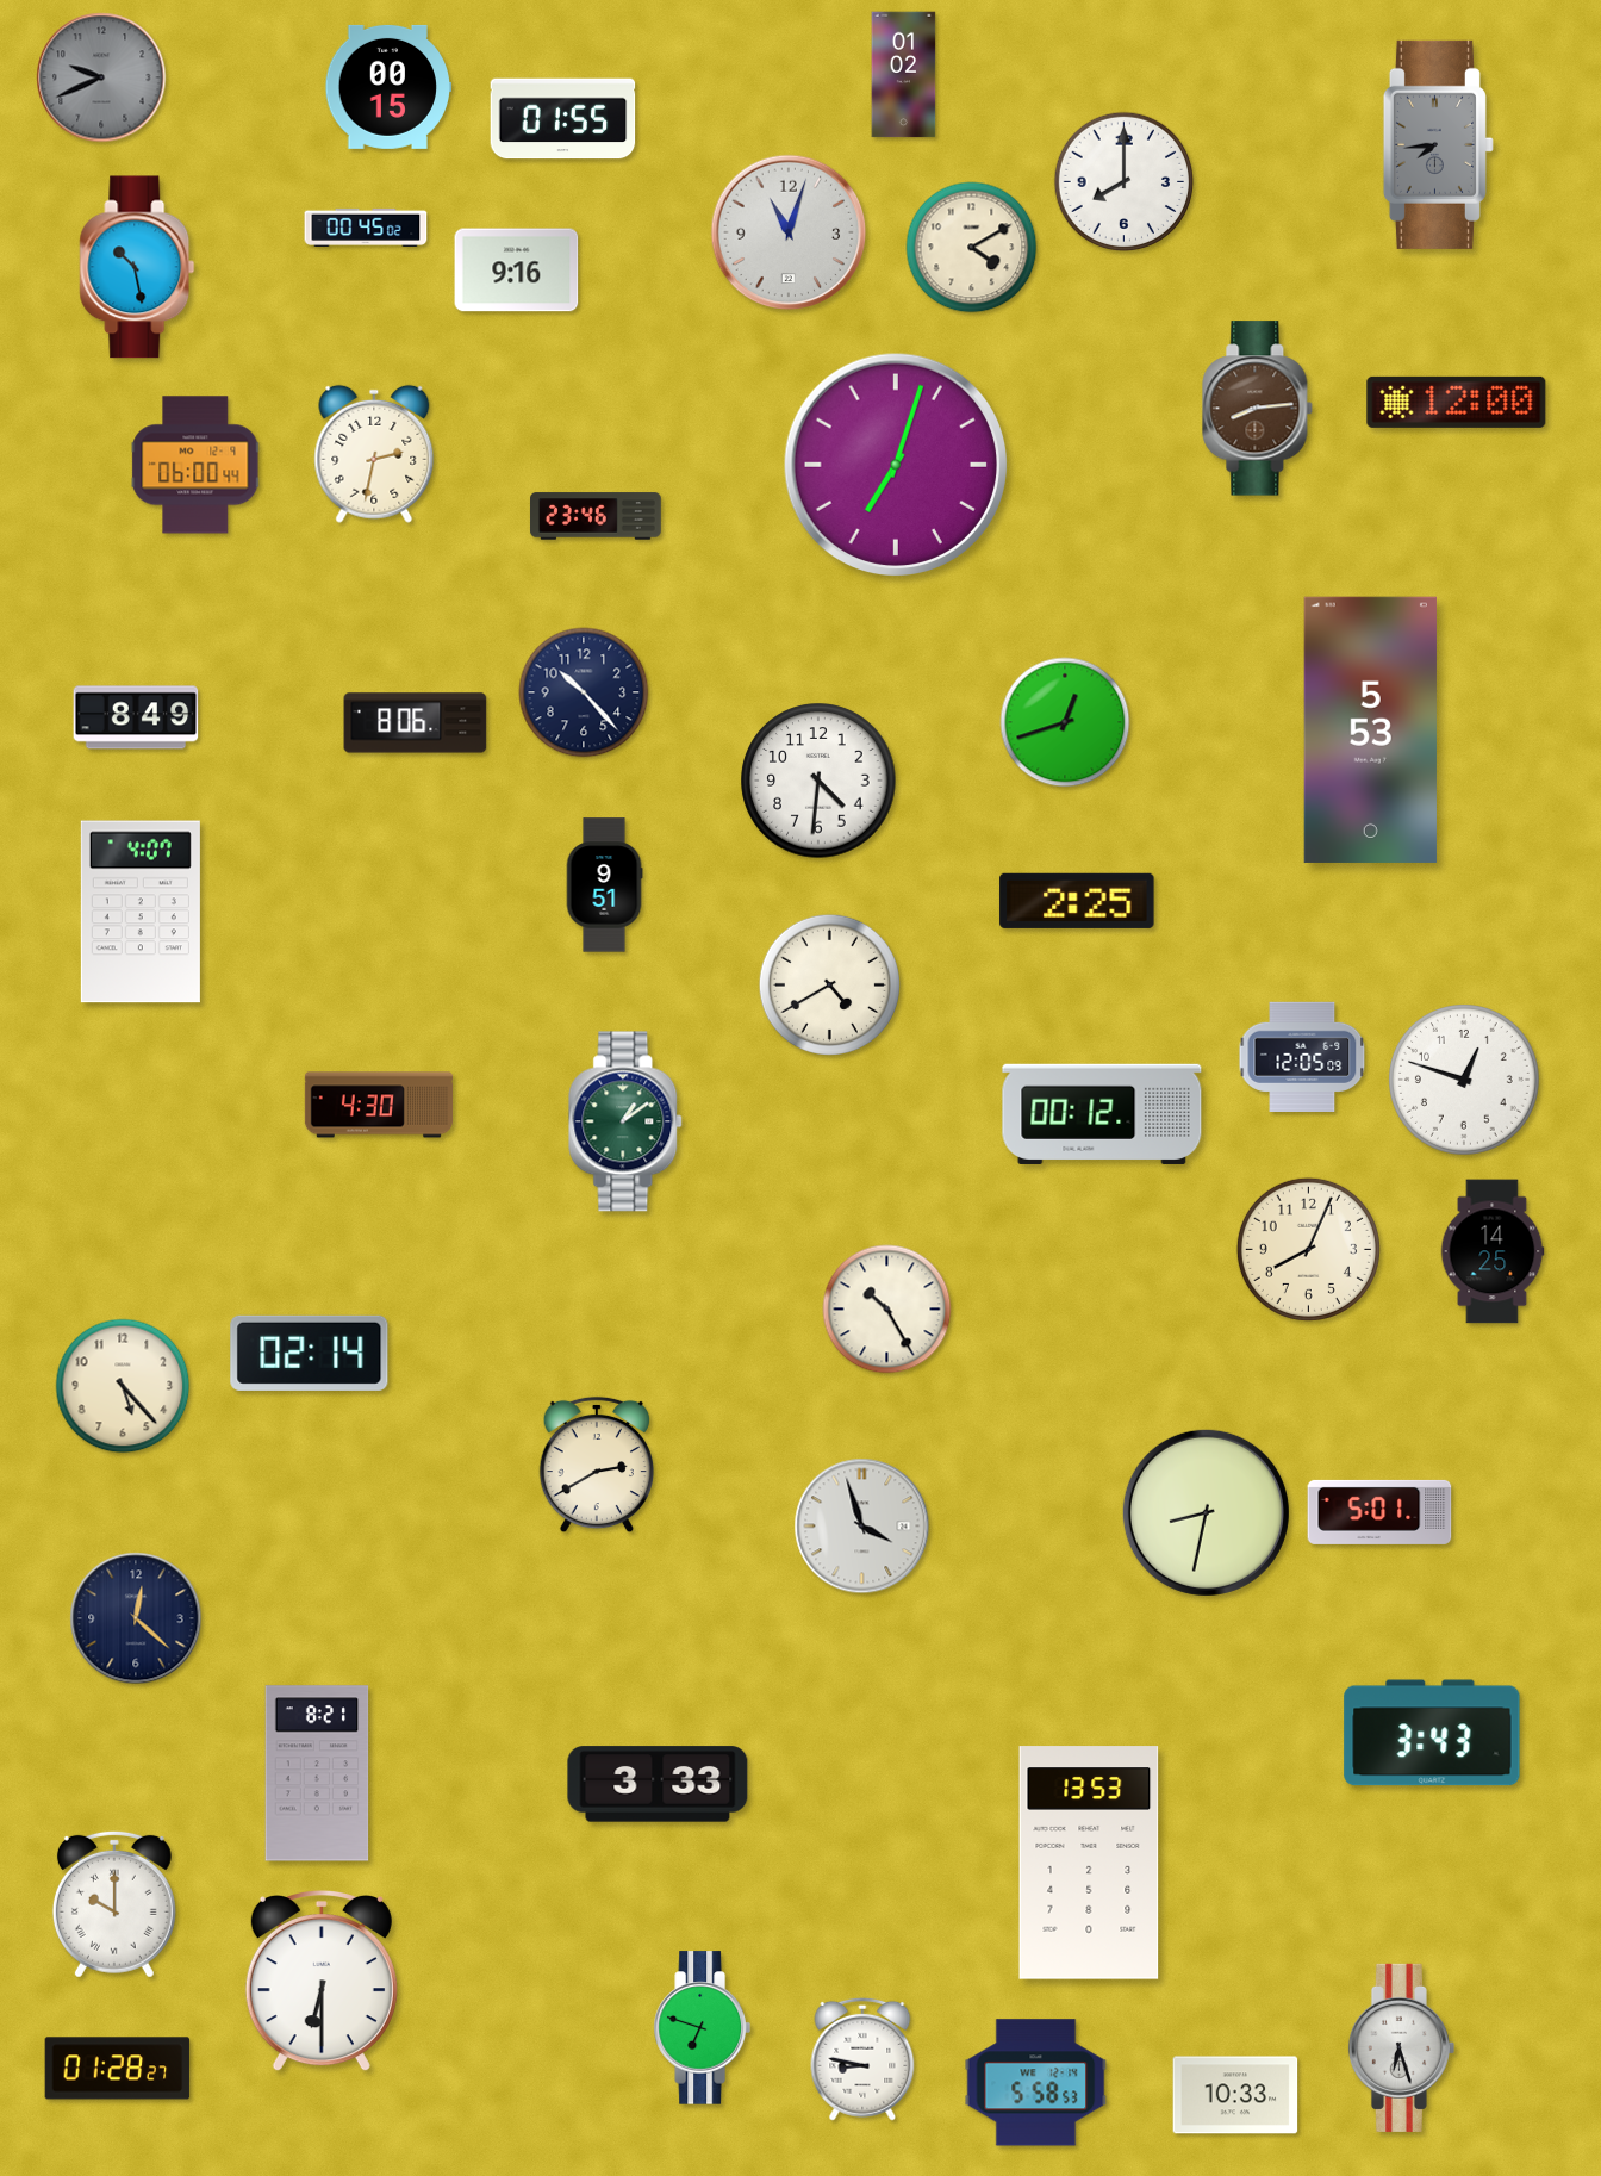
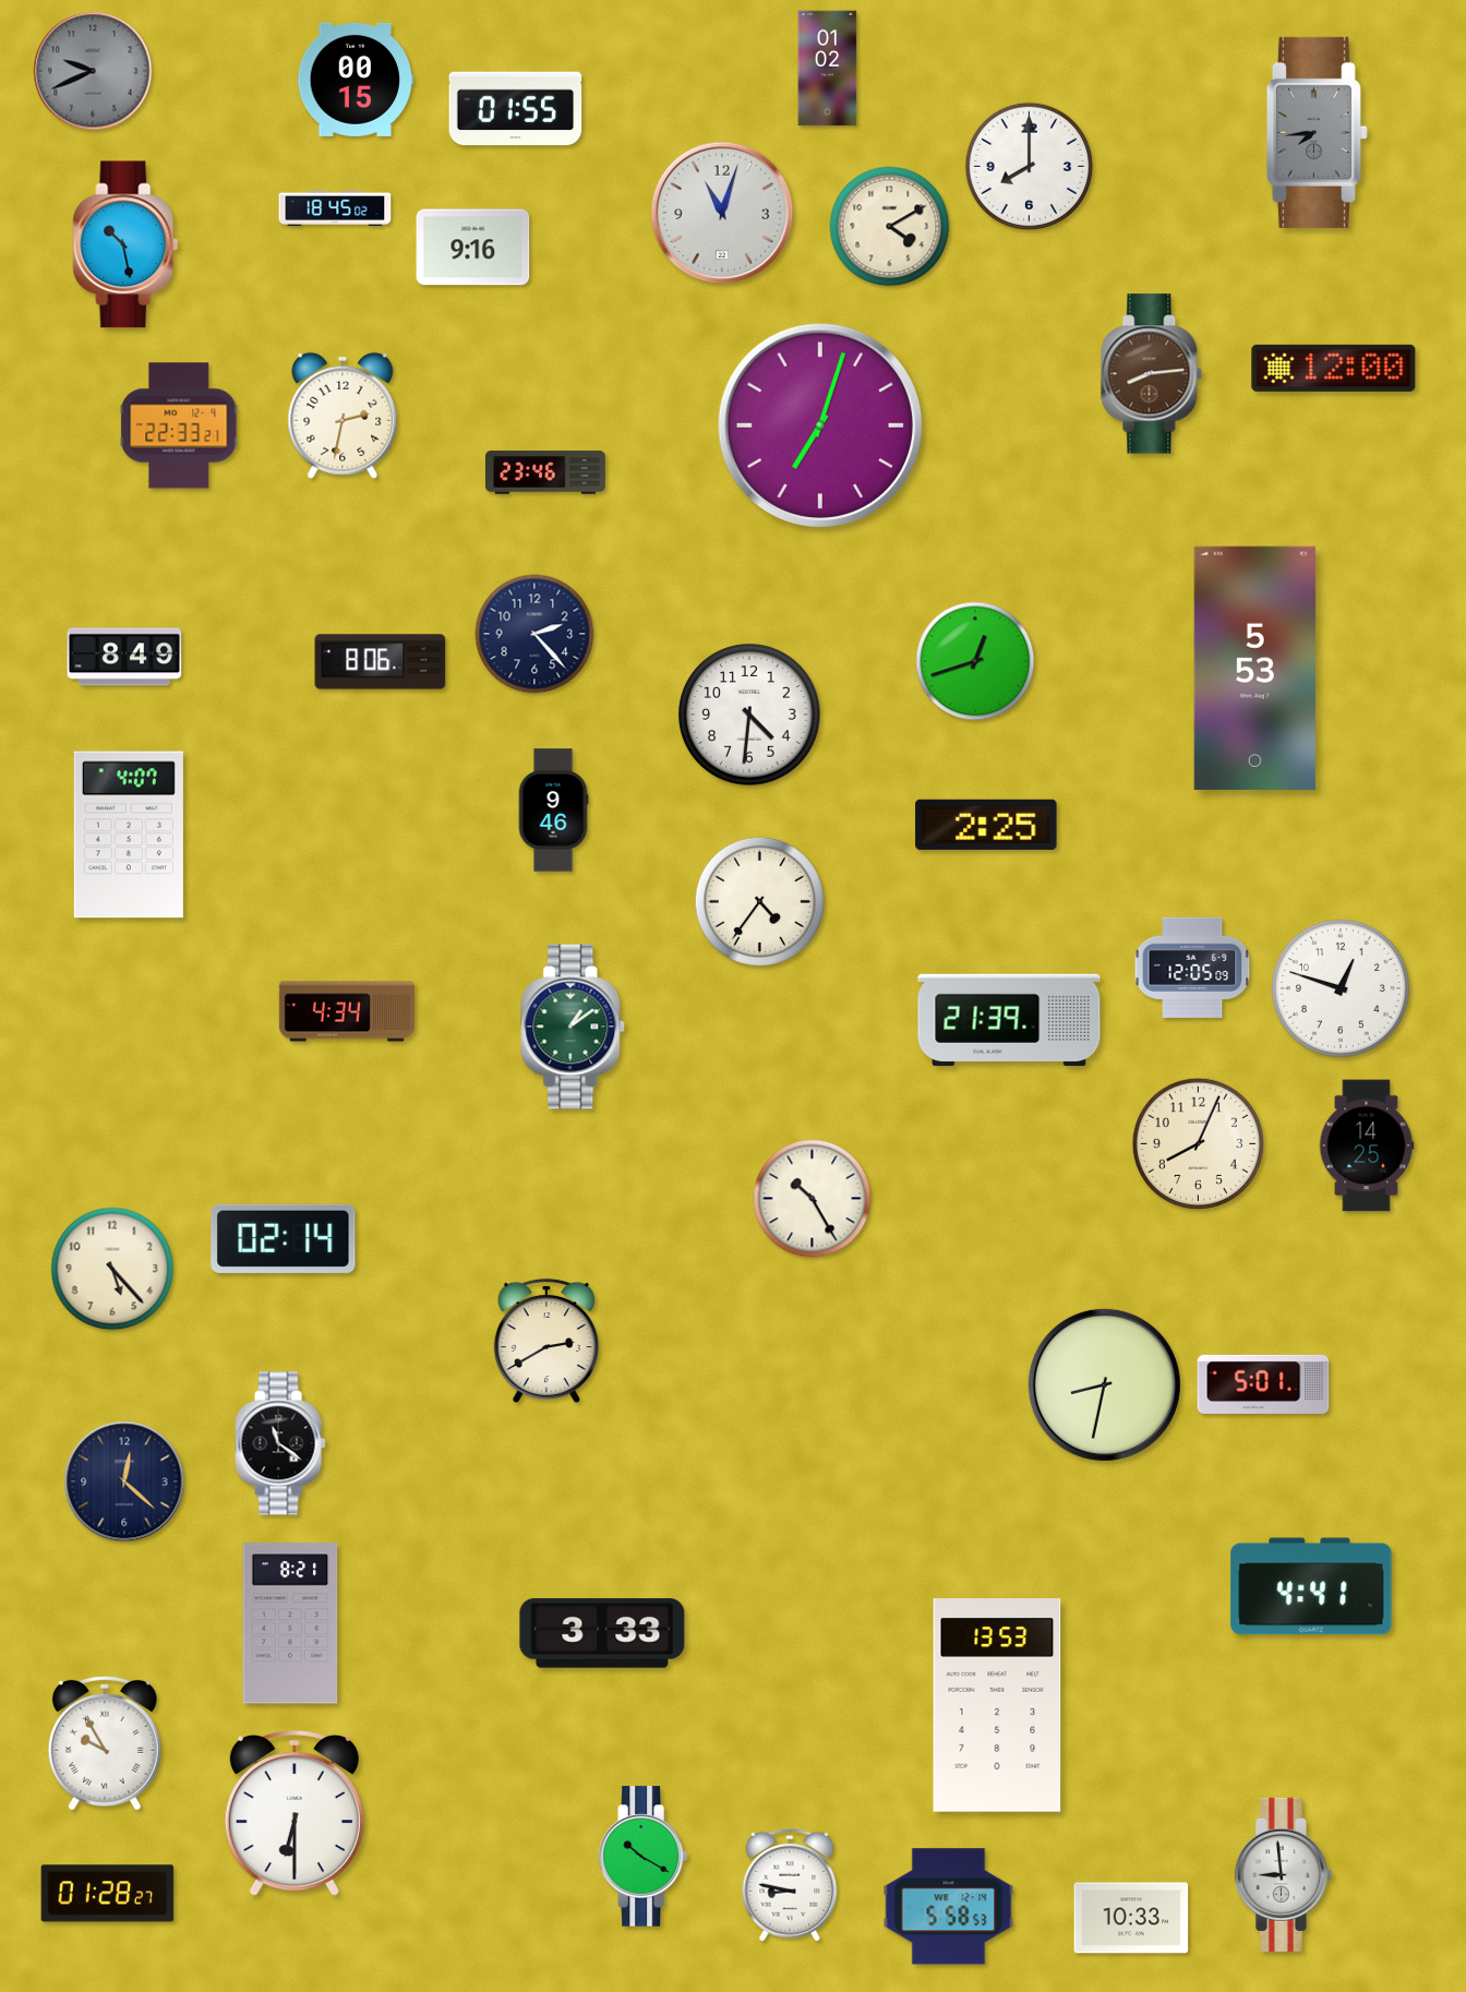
clock at (366, 228): 00:45 -> 18:45
clock at (195, 465): 06:00 -> 22:33
clock at (584, 692): 10:23 -> 2:23
clock at (604, 885): 9:51 -> 9:46
clock at (829, 984): 4:40 -> 4:36
clock at (379, 1105): 4:30 -> 4:34
clock at (1102, 1114): 00:12 -> 21:39
clock at (862, 1527): 3:57 -> none
clock at (280, 1443): none -> 11:21
clock at (1432, 1733): 3:43 -> 4:41
clock at (114, 1904): 10:00 -> 9:55
clock at (702, 2028): 6:48 -> 10:20
clock at (1401, 2047): 6:27 -> 8:59
